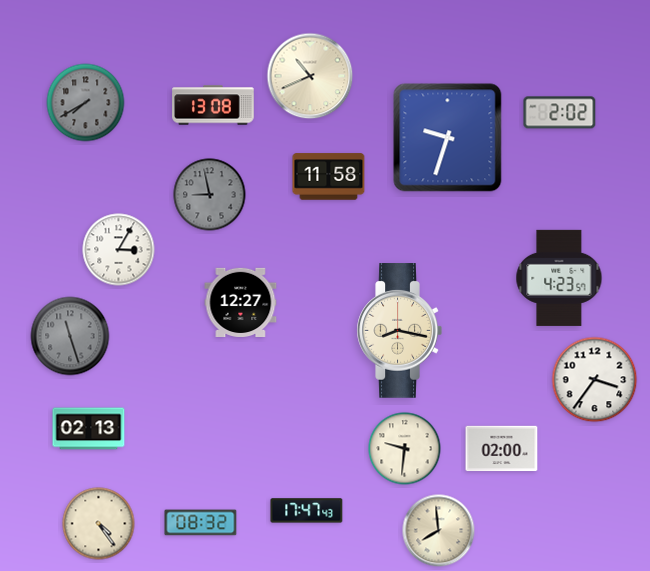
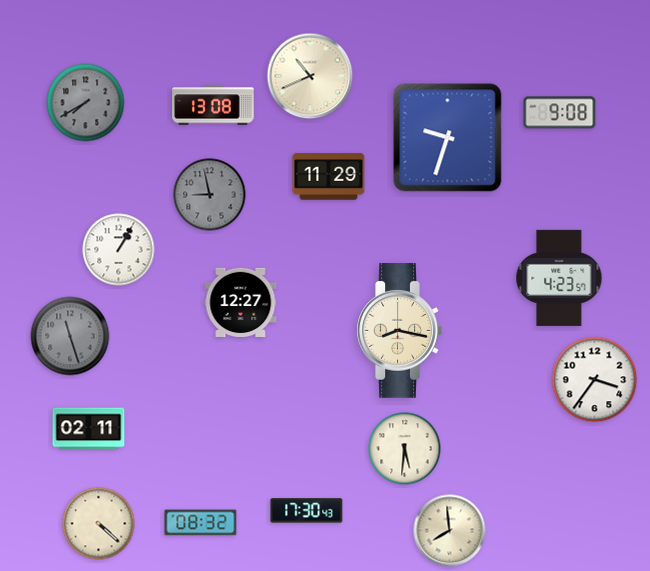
clock at (560, 113): 2:02 -> 9:08
clock at (329, 177): 11:58 -> 11:29
clock at (119, 250): 3:05 -> 1:05
clock at (89, 429): 02:13 -> 02:11
clock at (405, 449): 9:31 -> 5:31
clock at (502, 449): 02:00 -> none
clock at (307, 511): 17:47 -> 17:30
clock at (99, 524): 4:24 -> 4:22
clock at (439, 531) position: (439, 531) -> (450, 531)
